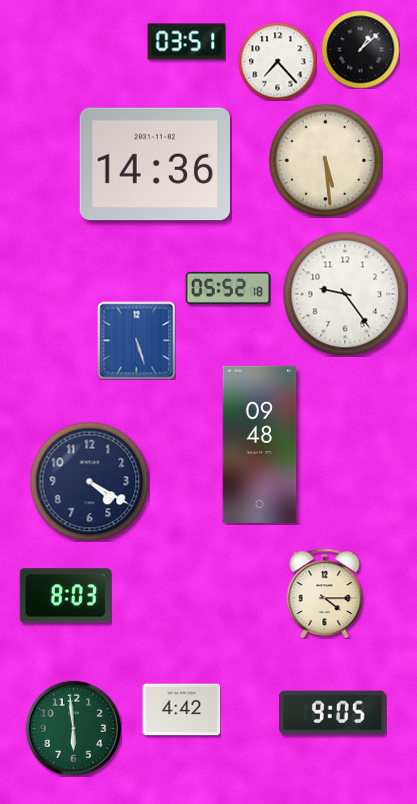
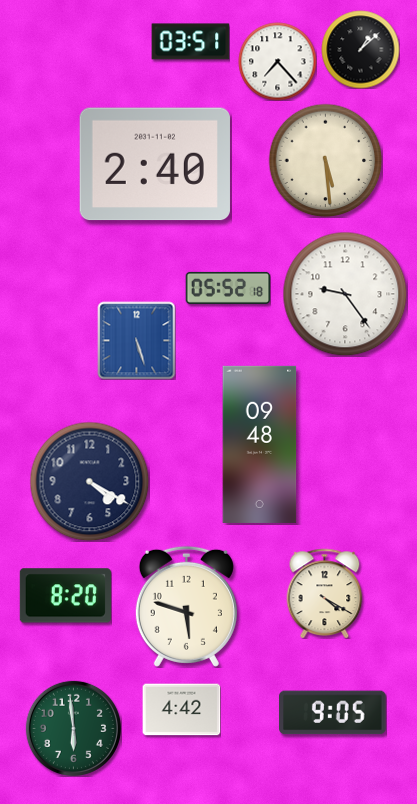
clock at (186, 42) position: (186, 42) -> (190, 42)
clock at (155, 164): 14:36 -> 2:40
clock at (325, 593): 4:15 -> 4:20
clock at (65, 596): 8:03 -> 8:20
clock at (186, 606): none -> 5:48
